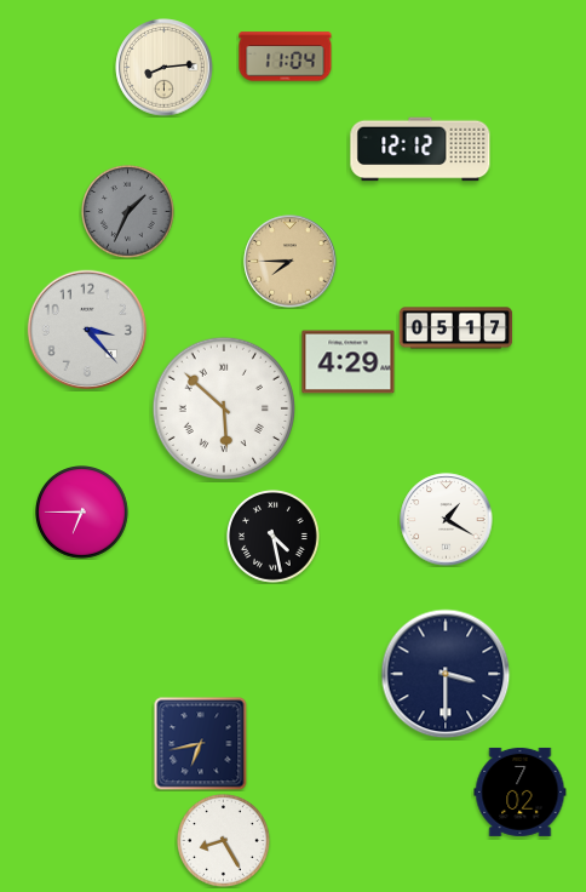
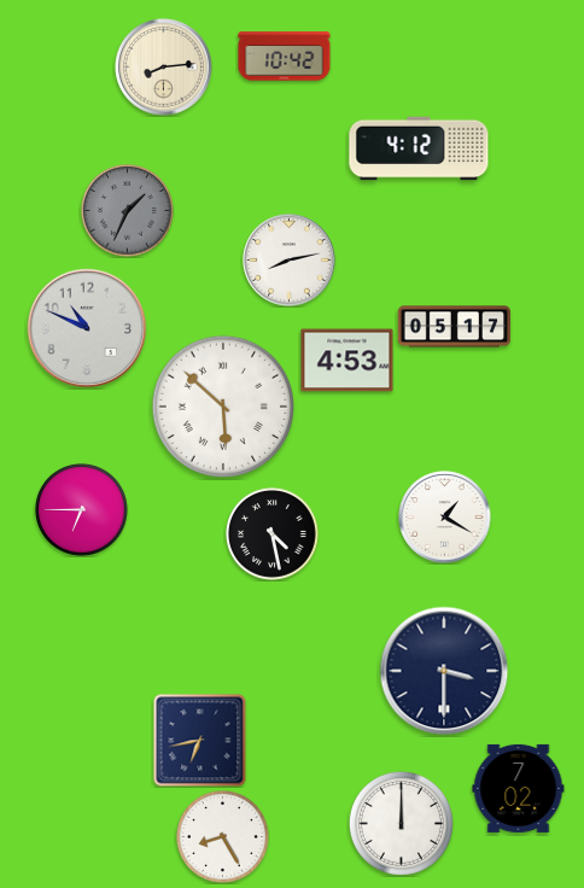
clock at (286, 57): 11:04 -> 10:42
clock at (420, 149): 12:12 -> 4:12
clock at (291, 262): 7:45 -> 8:13
clock at (291, 262) dial: champagne -> white
clock at (87, 330): 3:23 -> 10:49
clock at (349, 362): 4:29 -> 4:53
clock at (401, 823): none -> 12:00
